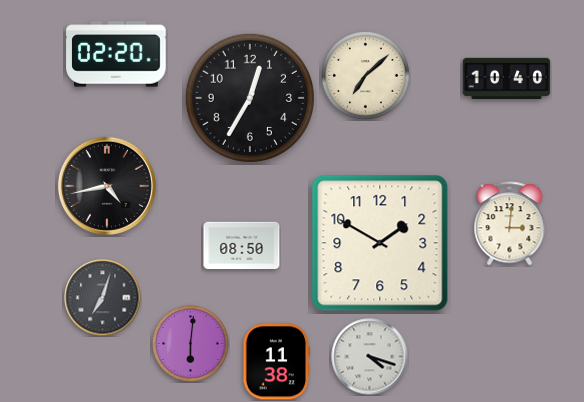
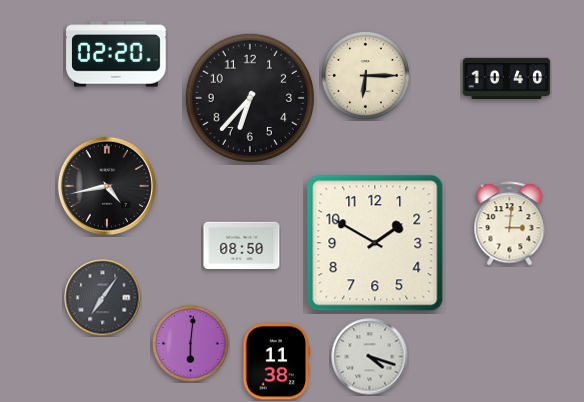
clock at (366, 76): 7:08 -> 6:15
clock at (250, 98): 12:35 -> 6:37
clock at (380, 243) position: (380, 243) -> (375, 243)
clock at (103, 298): 7:03 -> 7:06
